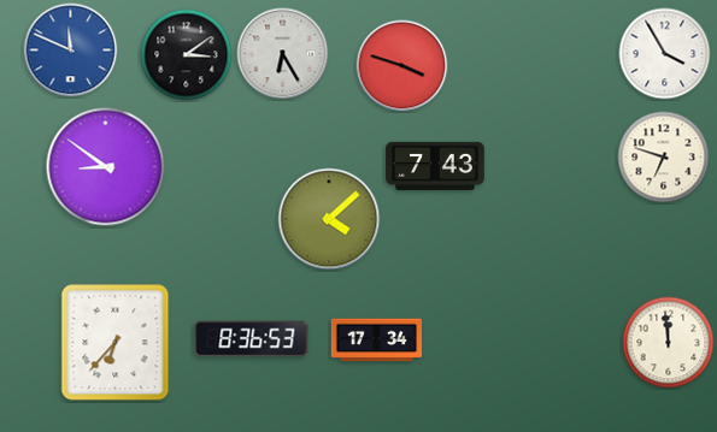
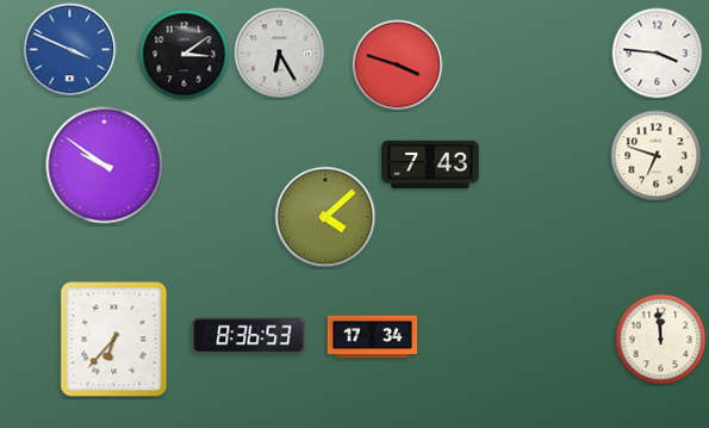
clock at (71, 51): 11:49 -> 3:49
clock at (665, 54): 3:55 -> 3:46
clock at (106, 167): 8:51 -> 9:51
